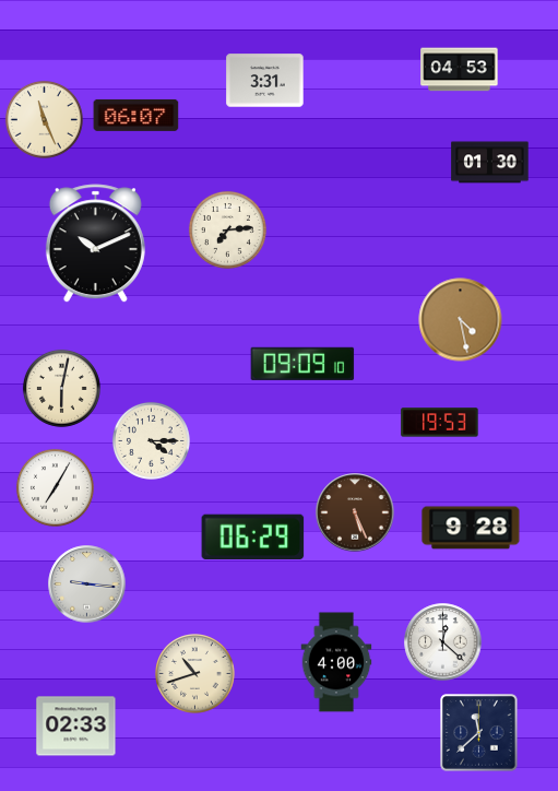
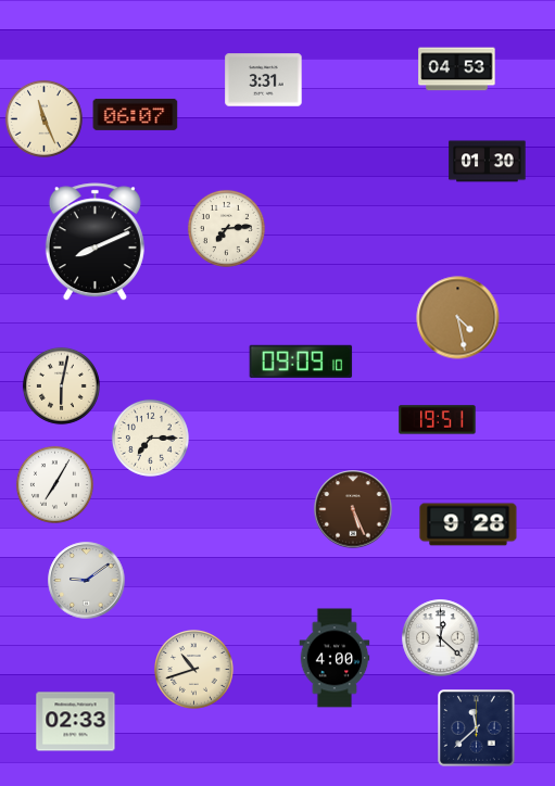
clock at (95, 244): 10:11 -> 8:11
clock at (440, 423): 19:53 -> 19:51
clock at (151, 440): 4:15 -> 7:15
clock at (253, 536): 06:29 -> none
clock at (87, 585): 9:16 -> 9:09
